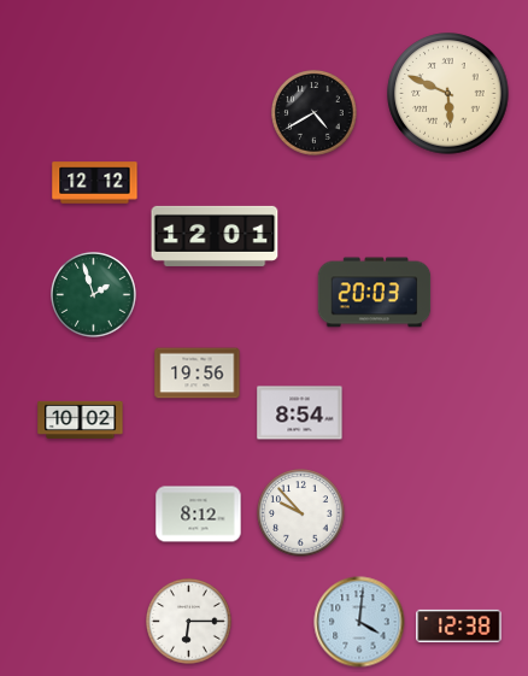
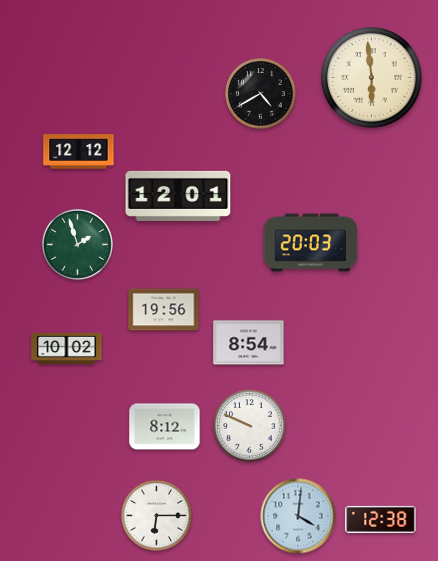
clock at (448, 94): 5:49 -> 5:59
clock at (301, 513): 9:53 -> 9:49
